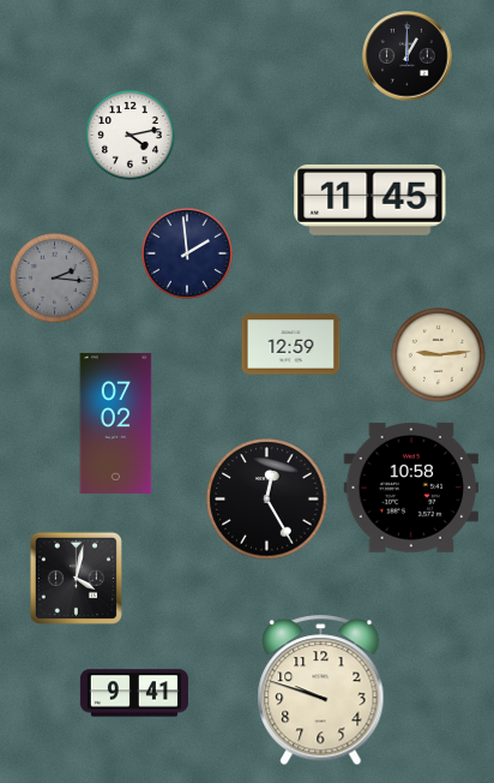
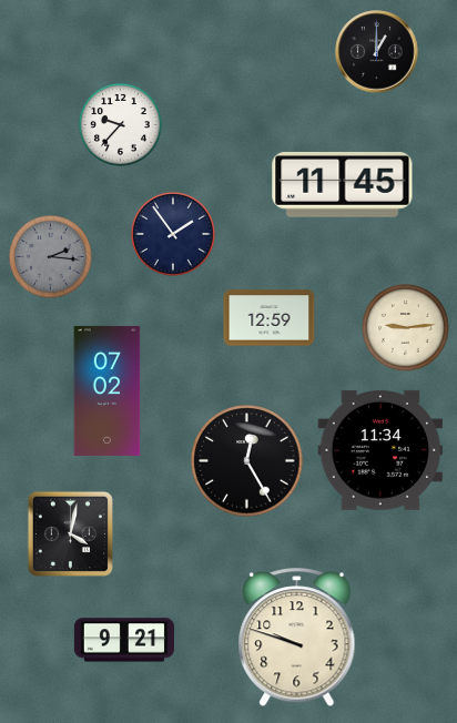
clock at (129, 135): 4:13 -> 9:37
clock at (187, 253): 1:59 -> 1:54
clock at (411, 488): 10:58 -> 11:34
clock at (134, 693): 9:41 -> 9:21
